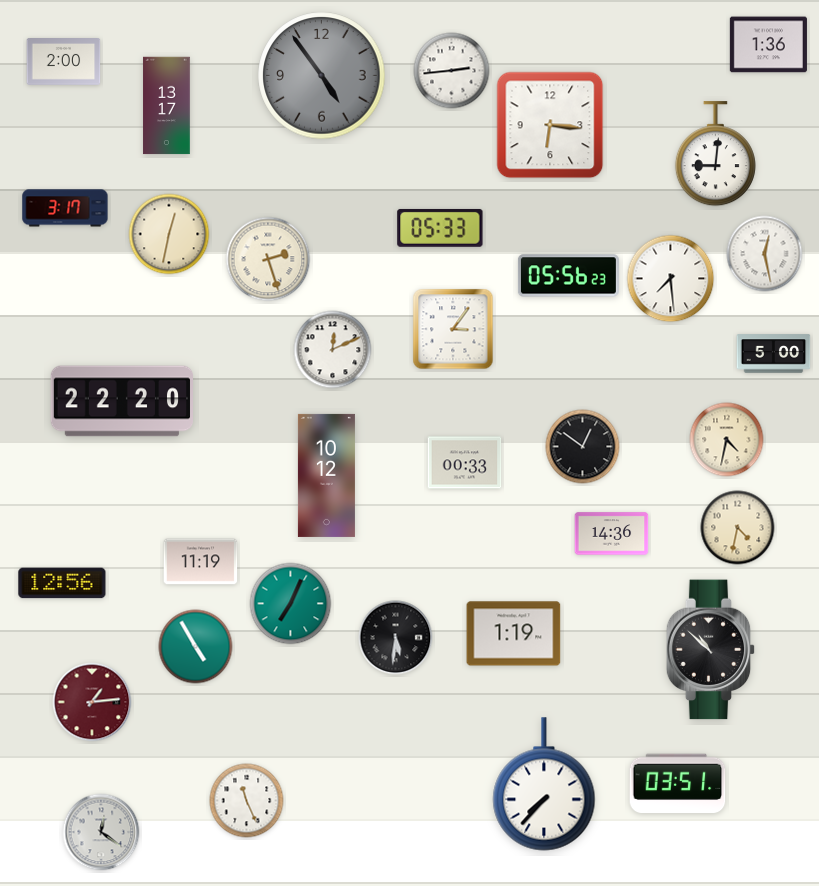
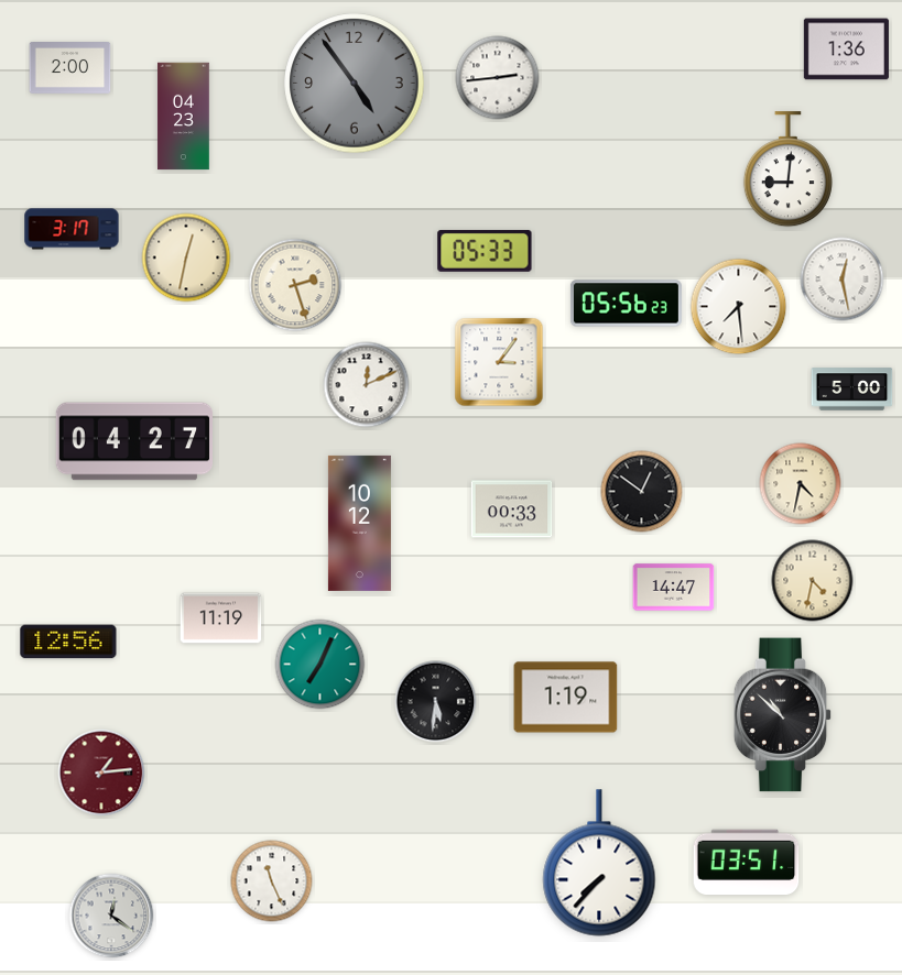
clock at (167, 106): 13:17 -> 04:23
clock at (550, 125): 6:16 -> none
clock at (122, 401): 22:20 -> 04:27
clock at (612, 534): 14:36 -> 14:47
clock at (196, 647): 4:55 -> none
